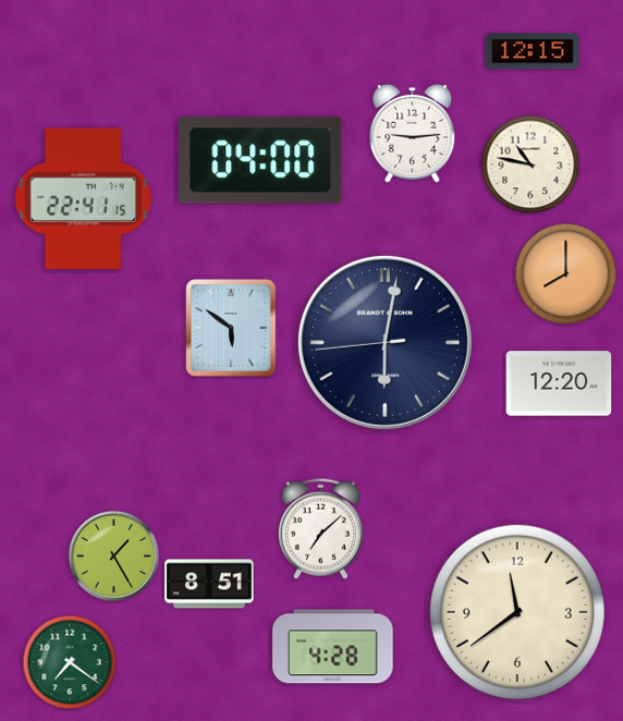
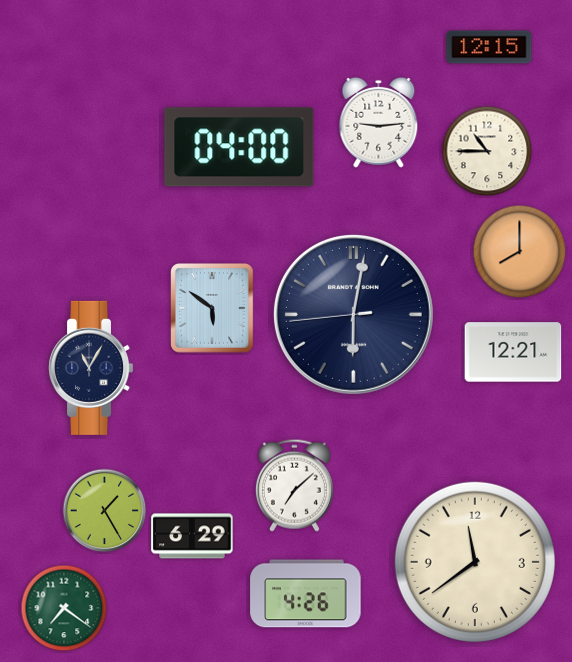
clock at (530, 164): 10:47 -> 10:45
clock at (83, 198): 22:41 -> none
clock at (232, 329) position: (232, 329) -> (213, 309)
clock at (559, 383): 12:20 -> 12:21
clock at (91, 368): none -> 11:05
clock at (209, 584): 8:51 -> 6:29
clock at (333, 647): 4:28 -> 4:26
